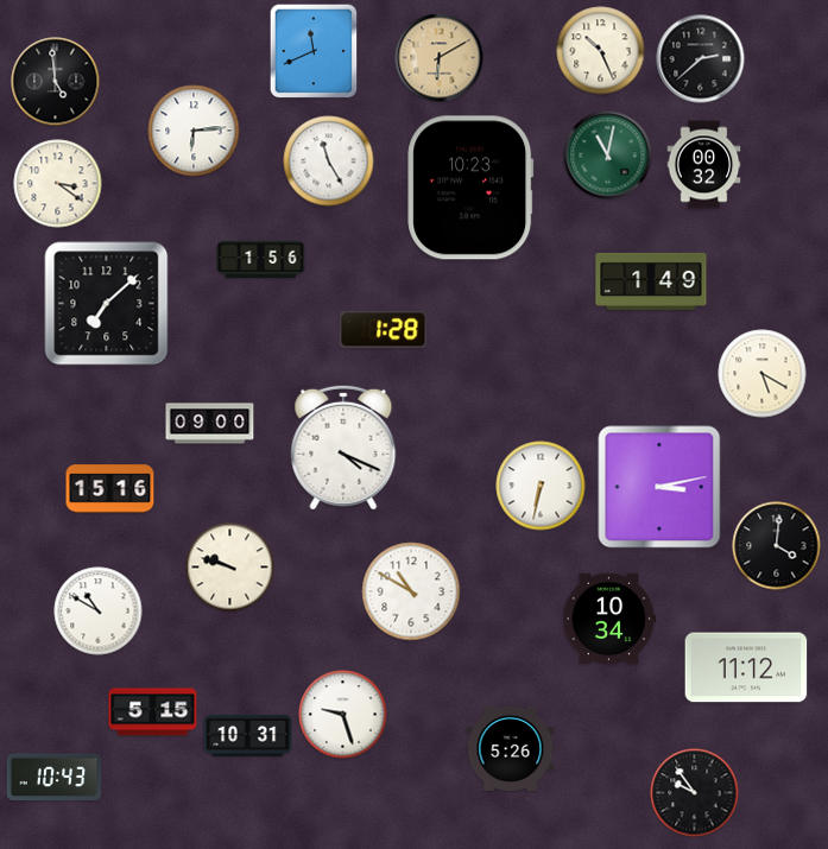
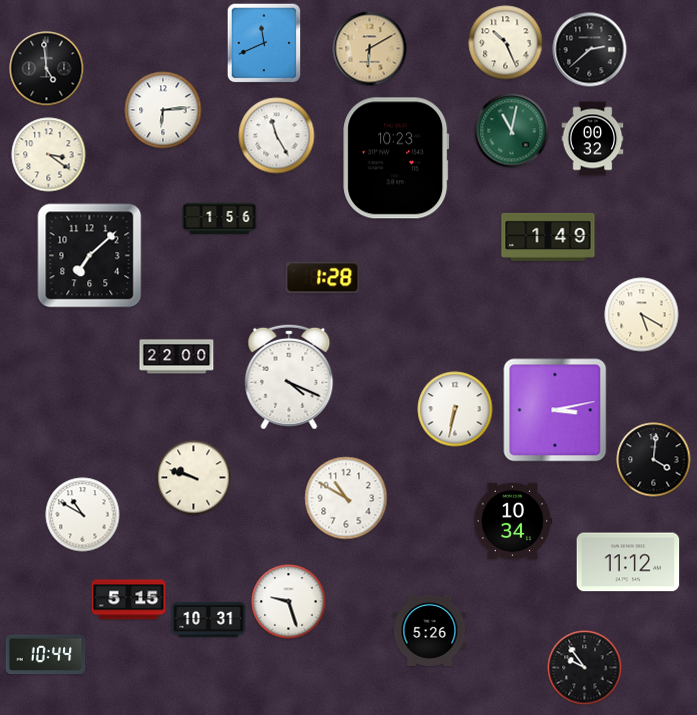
clock at (210, 424): 09:00 -> 22:00
clock at (110, 489): 15:16 -> none
clock at (55, 778): 10:43 -> 10:44
